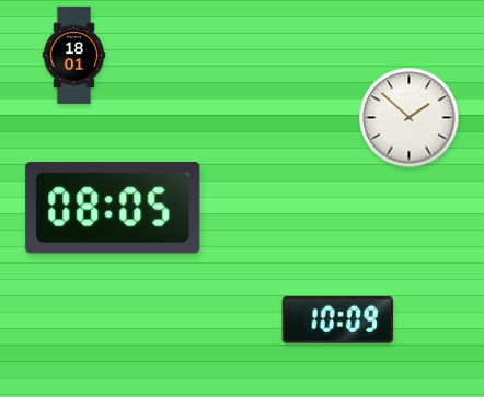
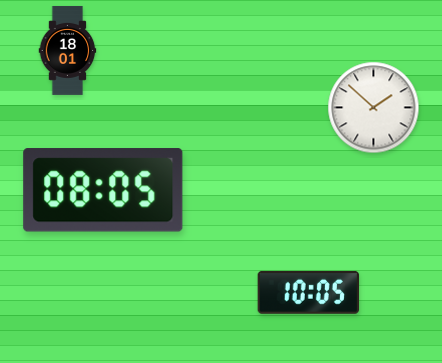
clock at (338, 319): 10:09 -> 10:05
